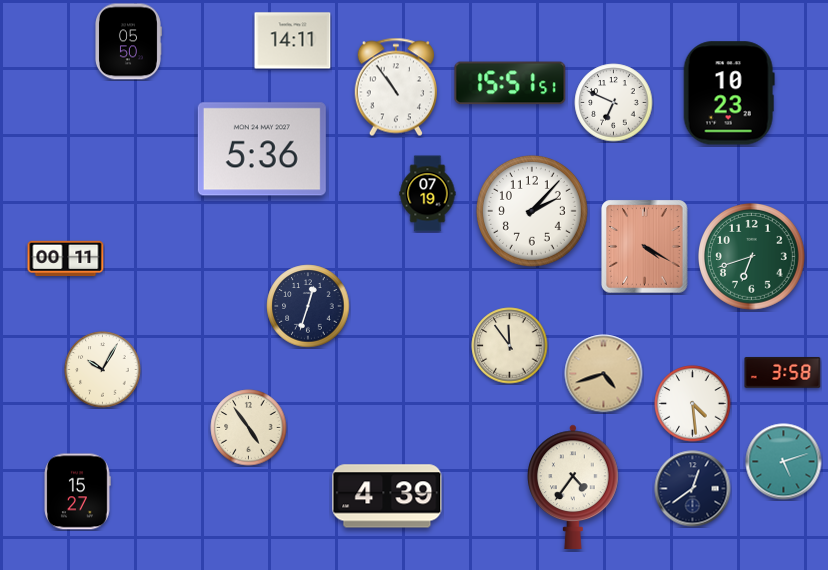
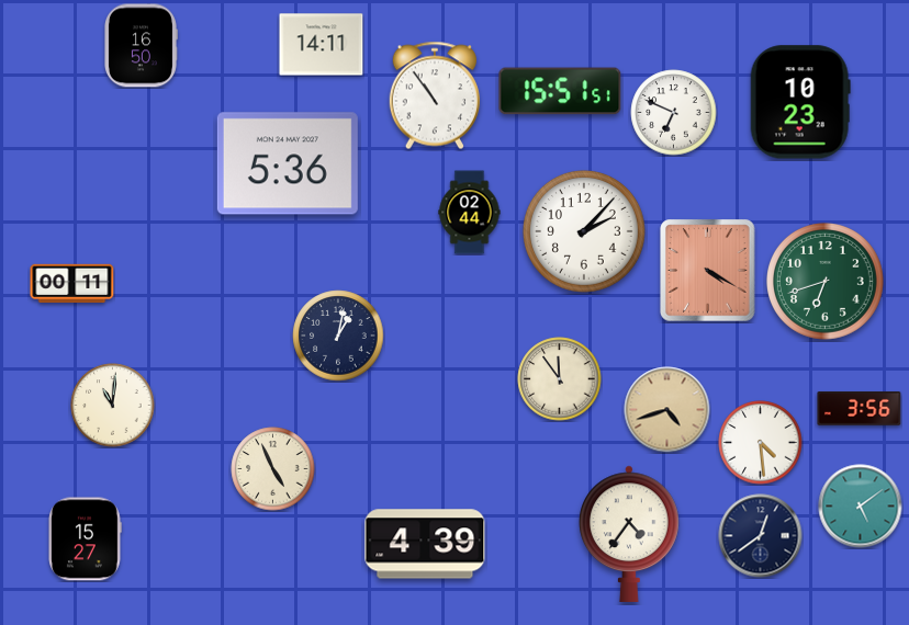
clock at (129, 42): 05:50 -> 16:50
clock at (428, 194): 07:19 -> 02:44
clock at (308, 306): 12:33 -> 1:02
clock at (103, 370): 10:05 -> 11:01
clock at (783, 372): 3:58 -> 3:56
clock at (604, 374) position: (604, 374) -> (667, 410)
clock at (249, 428): 4:54 -> 4:56
clock at (784, 462): 5:12 -> 5:09
